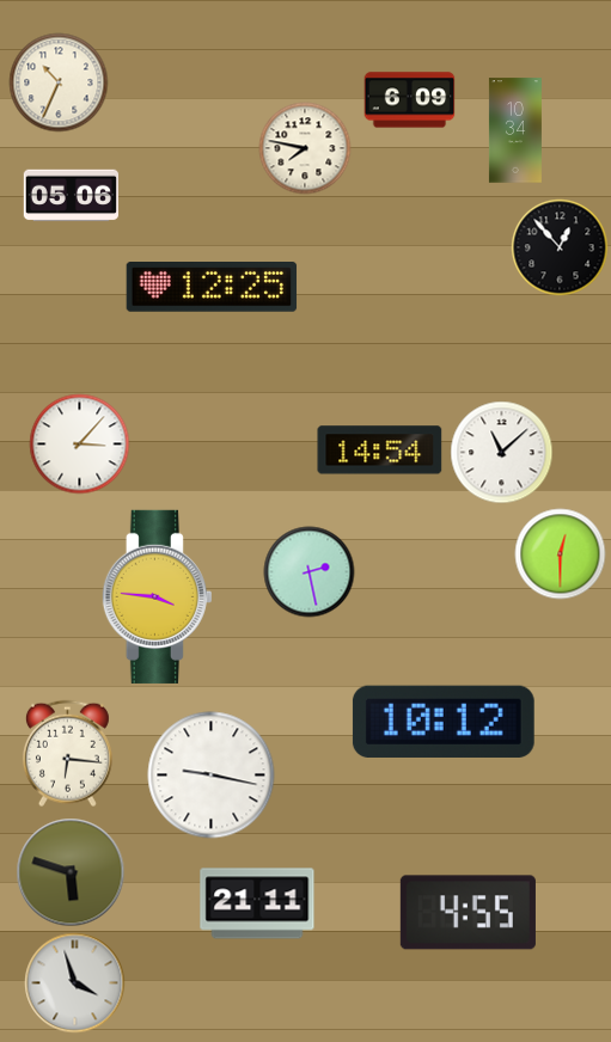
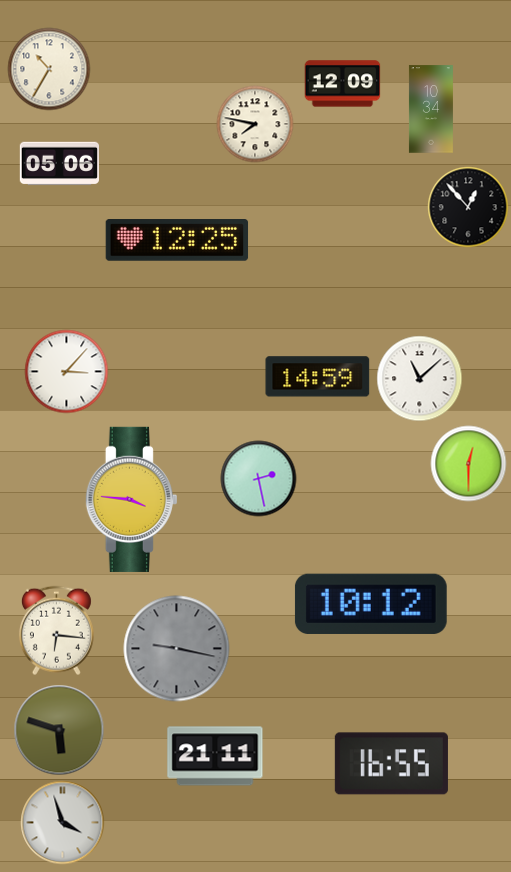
clock at (59, 82): 10:34 -> 10:35
clock at (410, 100): 6:09 -> 12:09
clock at (380, 450): 14:54 -> 14:59
clock at (212, 776) dial: white -> grey
clock at (468, 913): 4:55 -> 16:55
